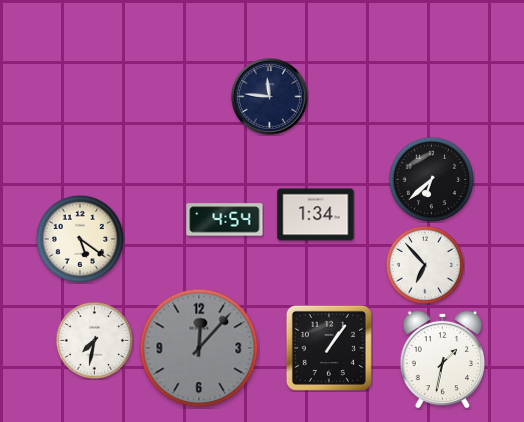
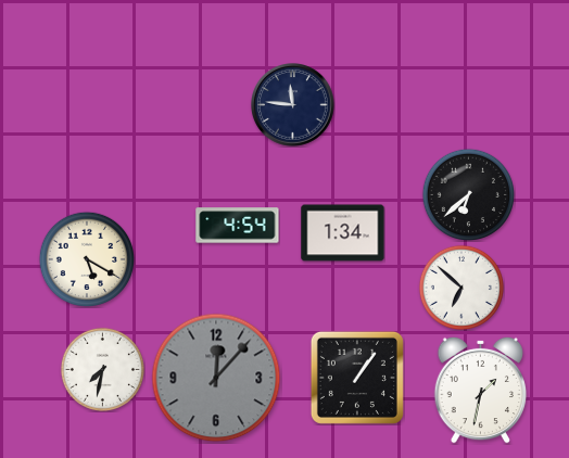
clock at (225, 220) position: (225, 220) -> (238, 226)
clock at (80, 239): 5:21 -> 5:20
clock at (425, 265): 6:53 -> 6:52
